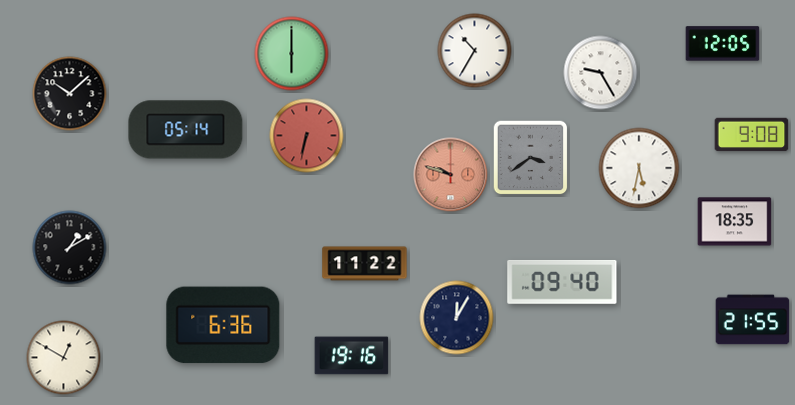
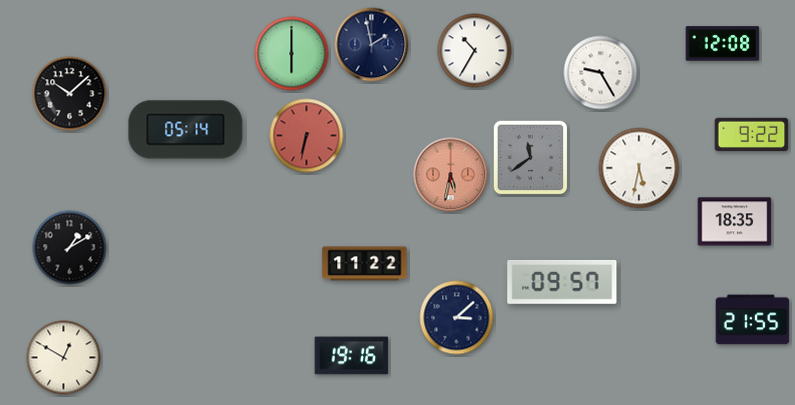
clock at (723, 44): 12:05 -> 12:08
clock at (372, 45): none -> 1:58
clock at (752, 135): 9:08 -> 9:22
clock at (531, 158): 3:39 -> 11:39
clock at (451, 175): 9:48 -> 5:32
clock at (562, 282): 09:40 -> 09:57
clock at (457, 318): 12:05 -> 3:08
clock at (223, 325): 6:36 -> none
